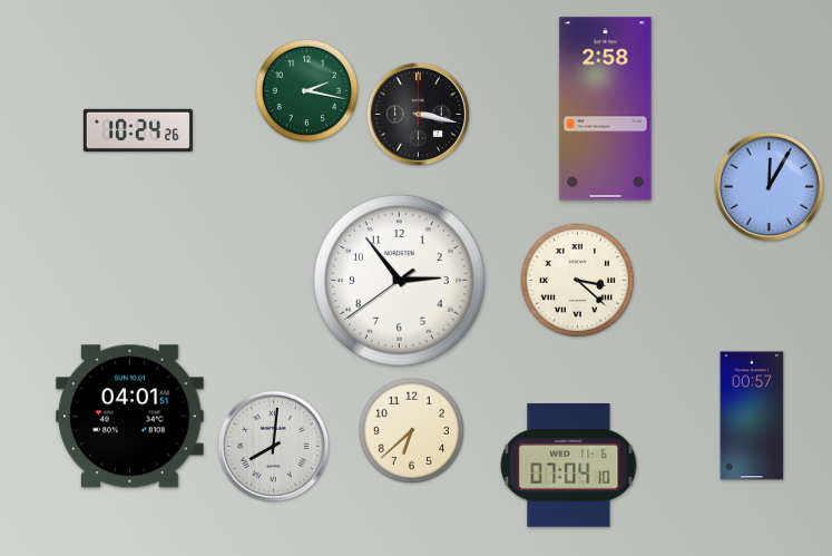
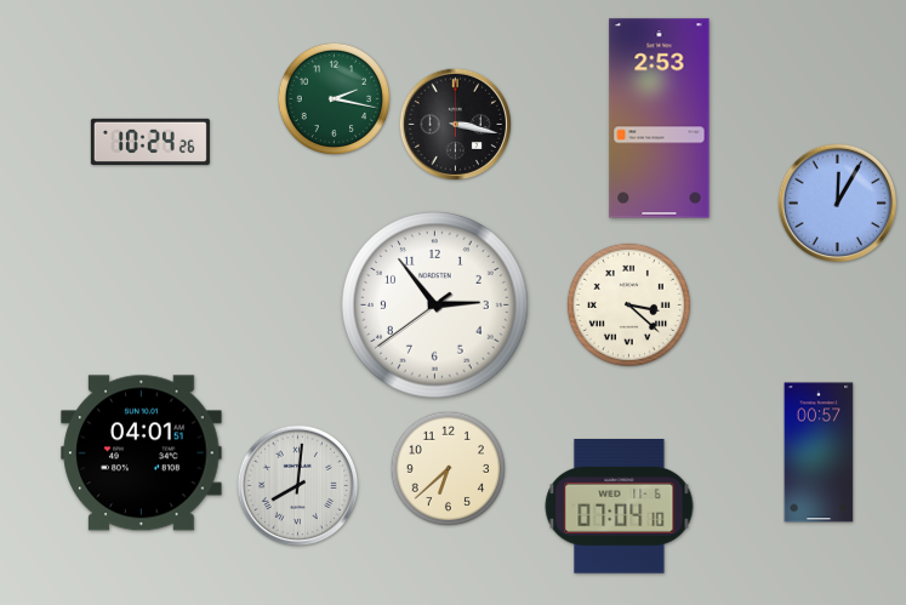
clock at (606, 109): 2:58 -> 2:53
